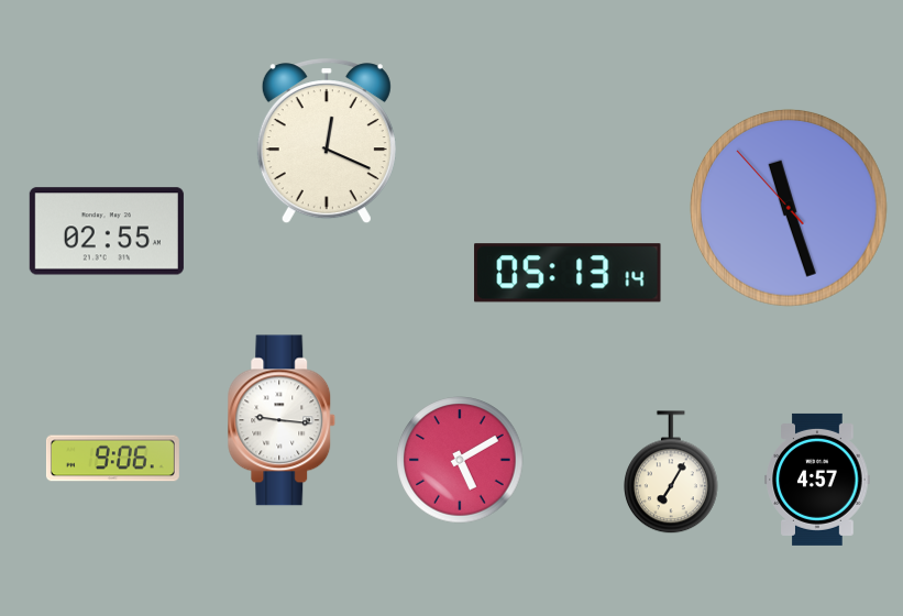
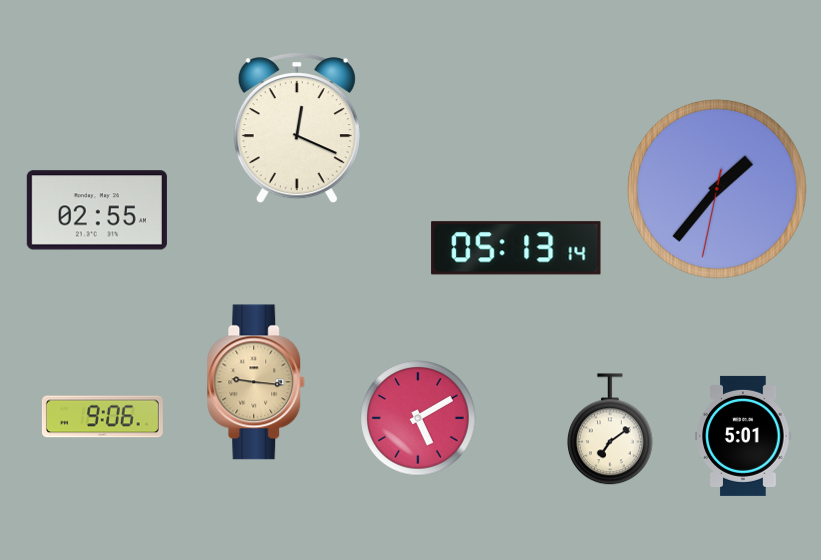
clock at (789, 208): 11:26 -> 1:36
clock at (282, 420) dial: white -> champagne
clock at (672, 473): 7:05 -> 7:09
clock at (817, 480): 4:57 -> 5:01
